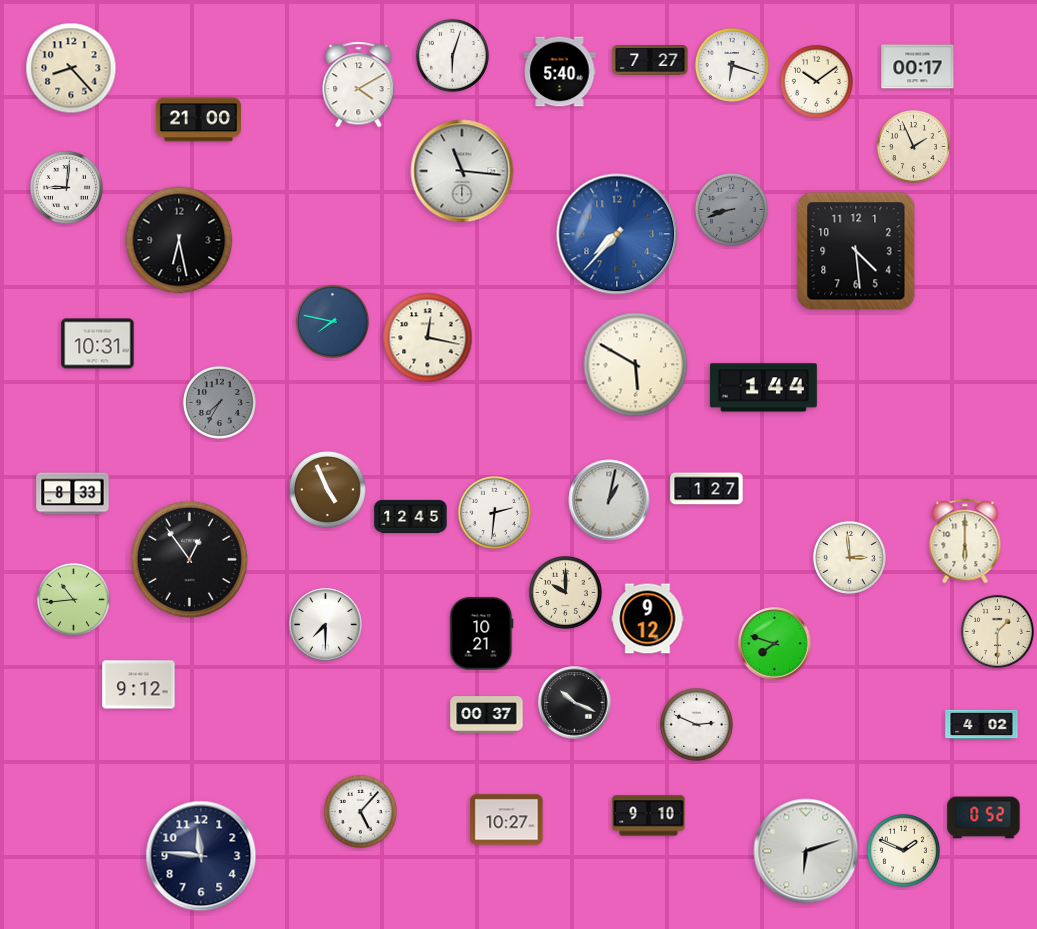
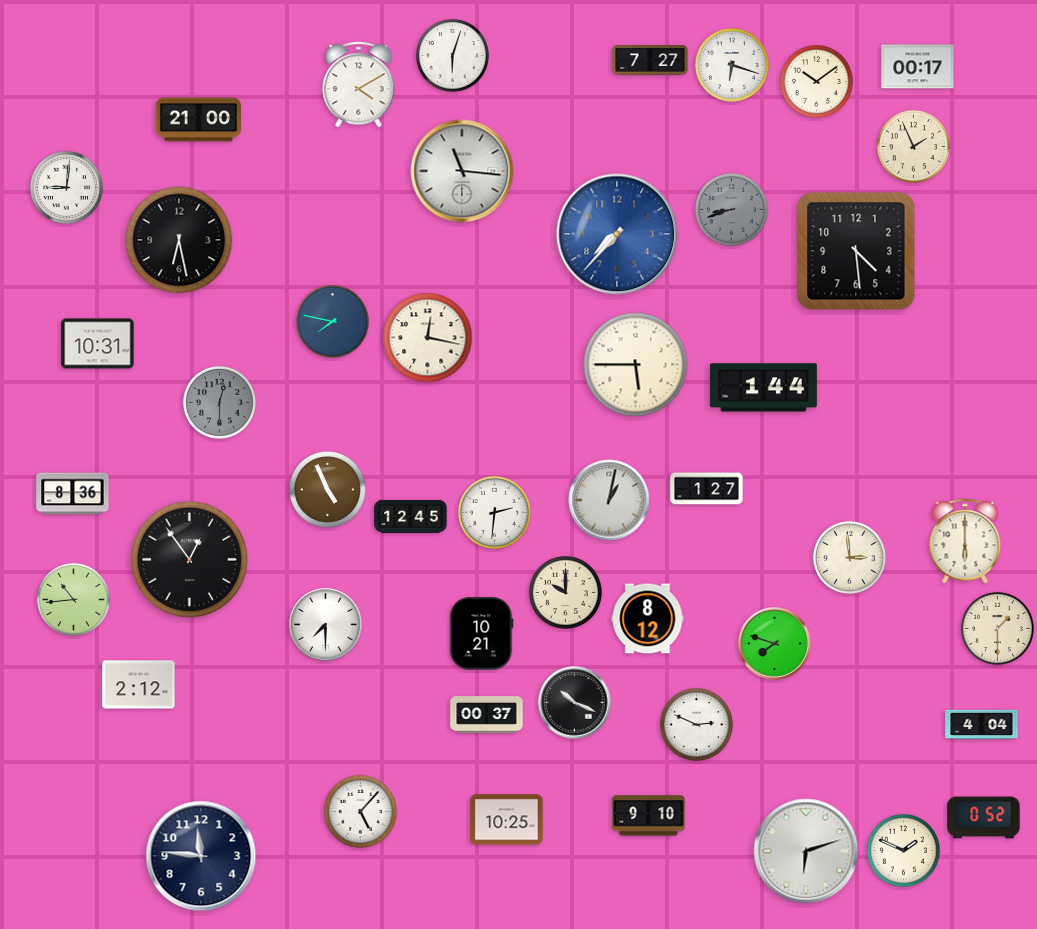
clock at (71, 68): 8:23 -> none
clock at (560, 72): 5:40 -> none
clock at (636, 365): 5:50 -> 5:45
clock at (219, 402): 7:35 -> 12:30
clock at (73, 494): 8:33 -> 8:36
clock at (648, 619): 9:12 -> 8:12
clock at (997, 631) position: (997, 631) -> (997, 628)
clock at (139, 685): 9:12 -> 2:12
clock at (982, 725): 4:02 -> 4:04
clock at (507, 820): 10:27 -> 10:25
